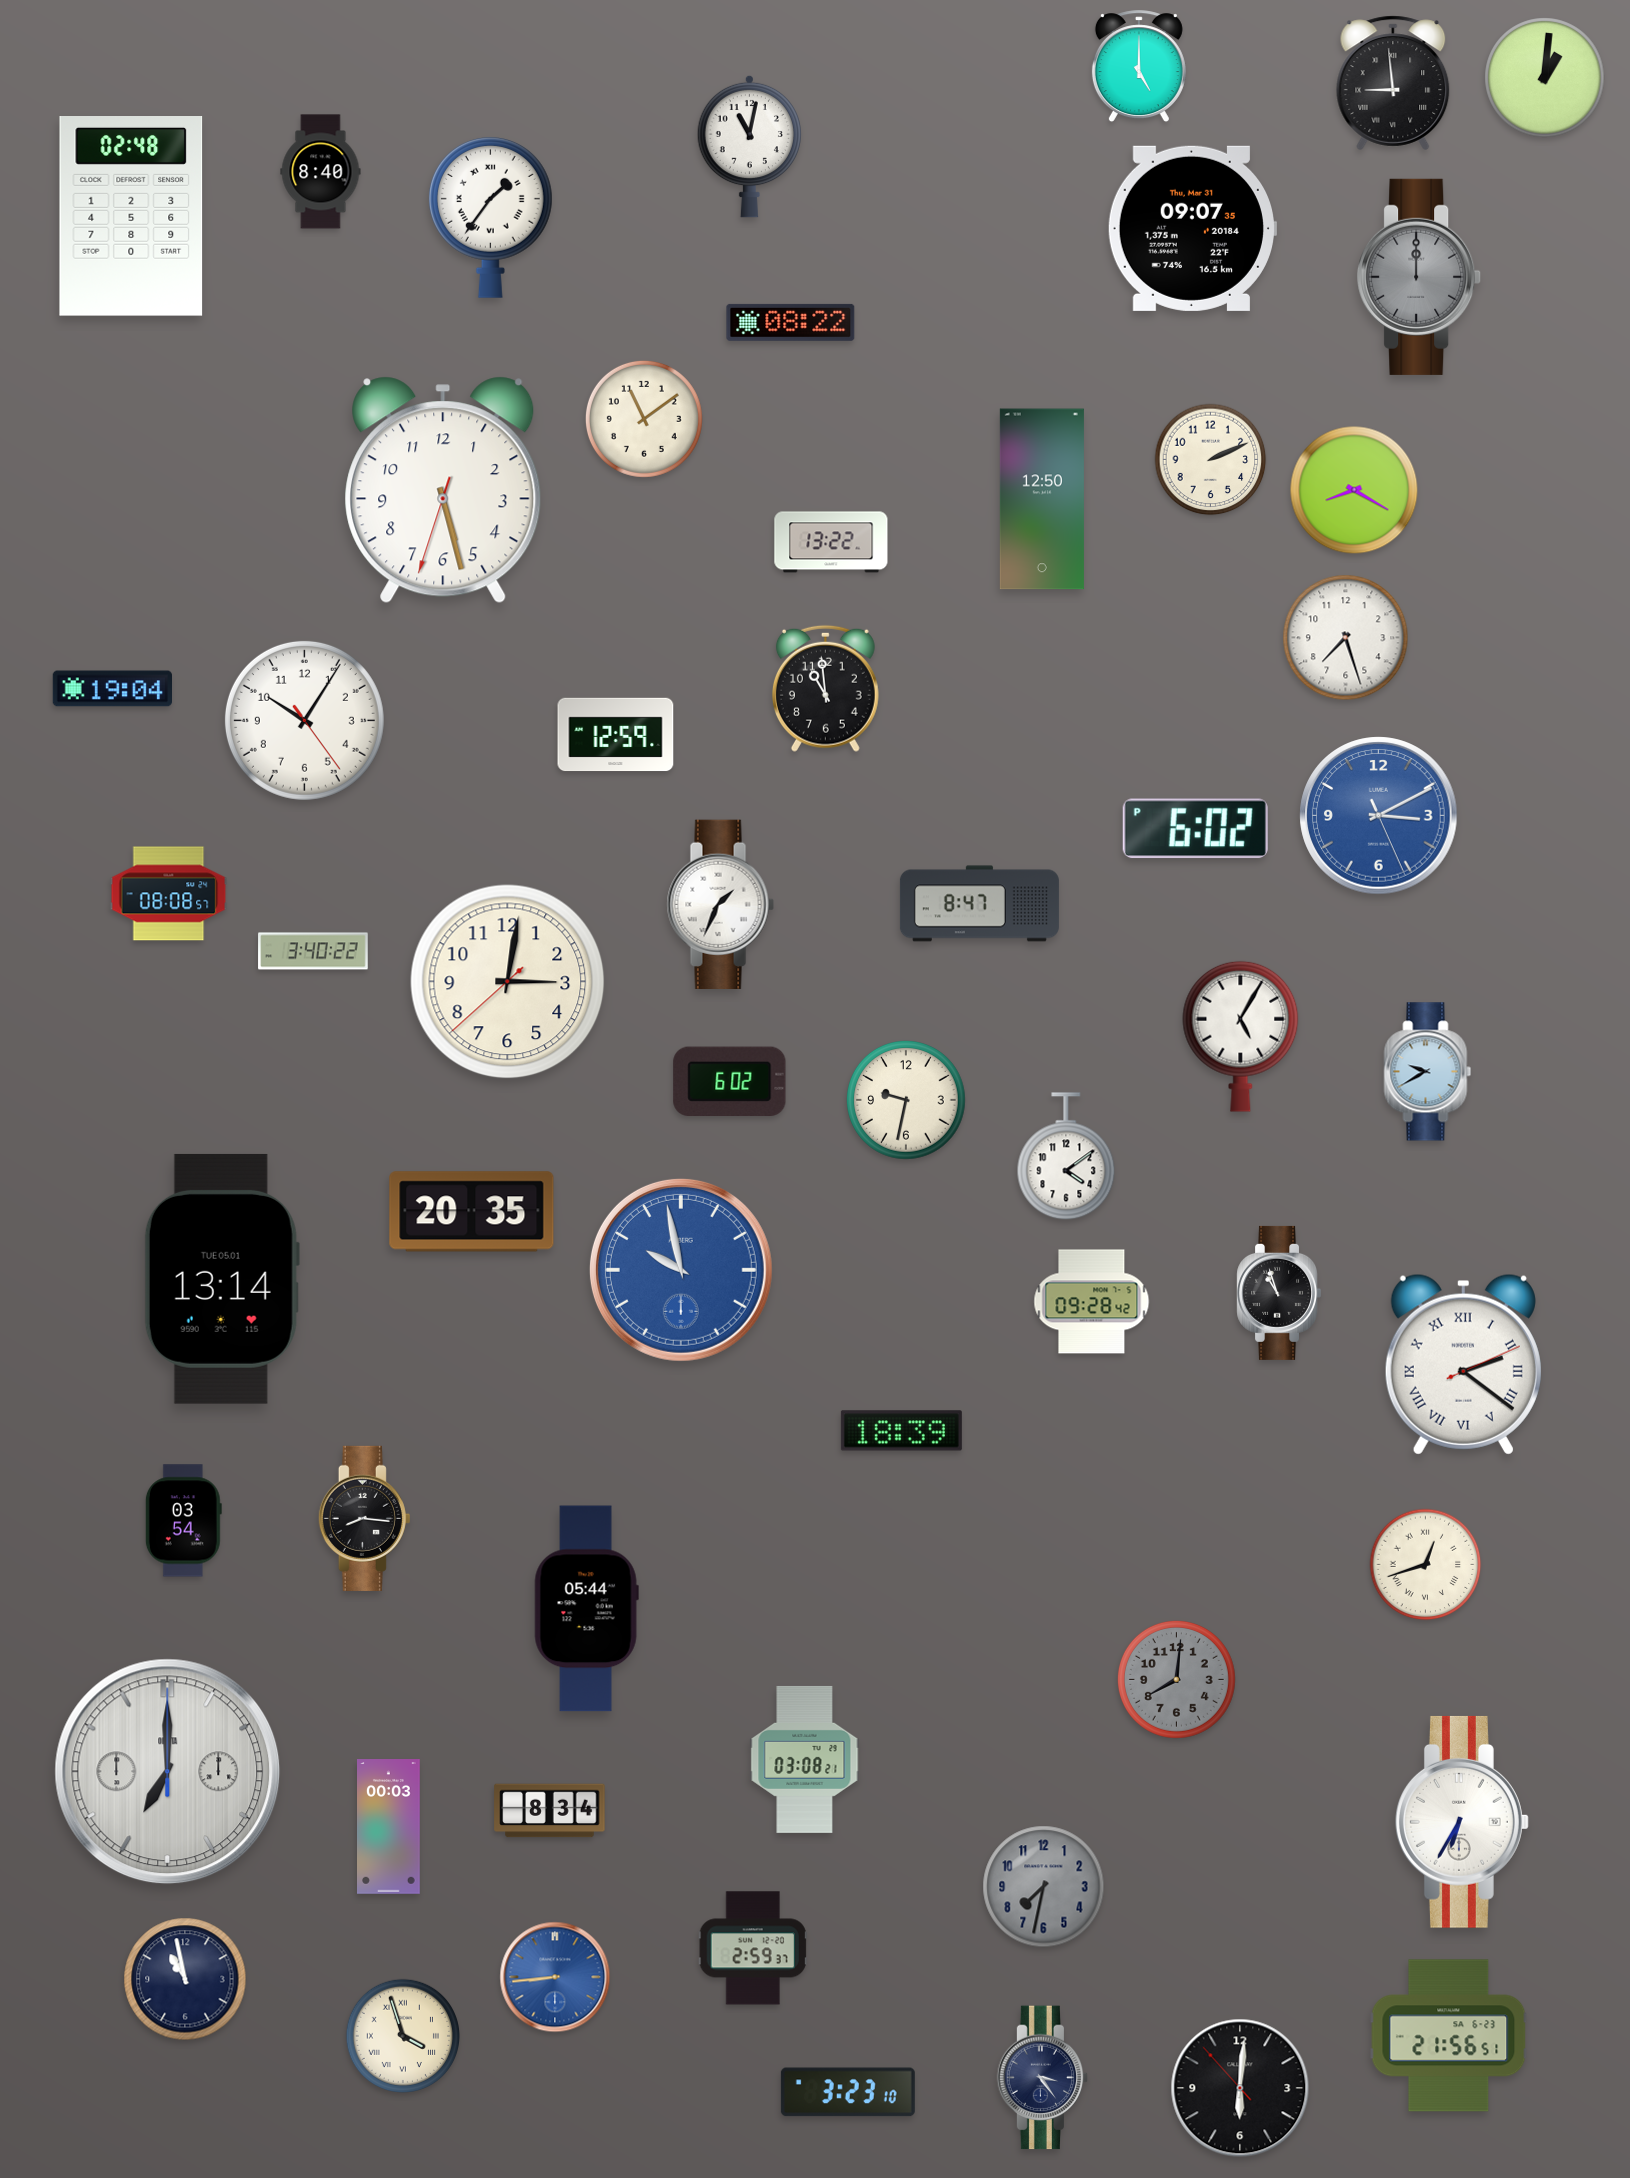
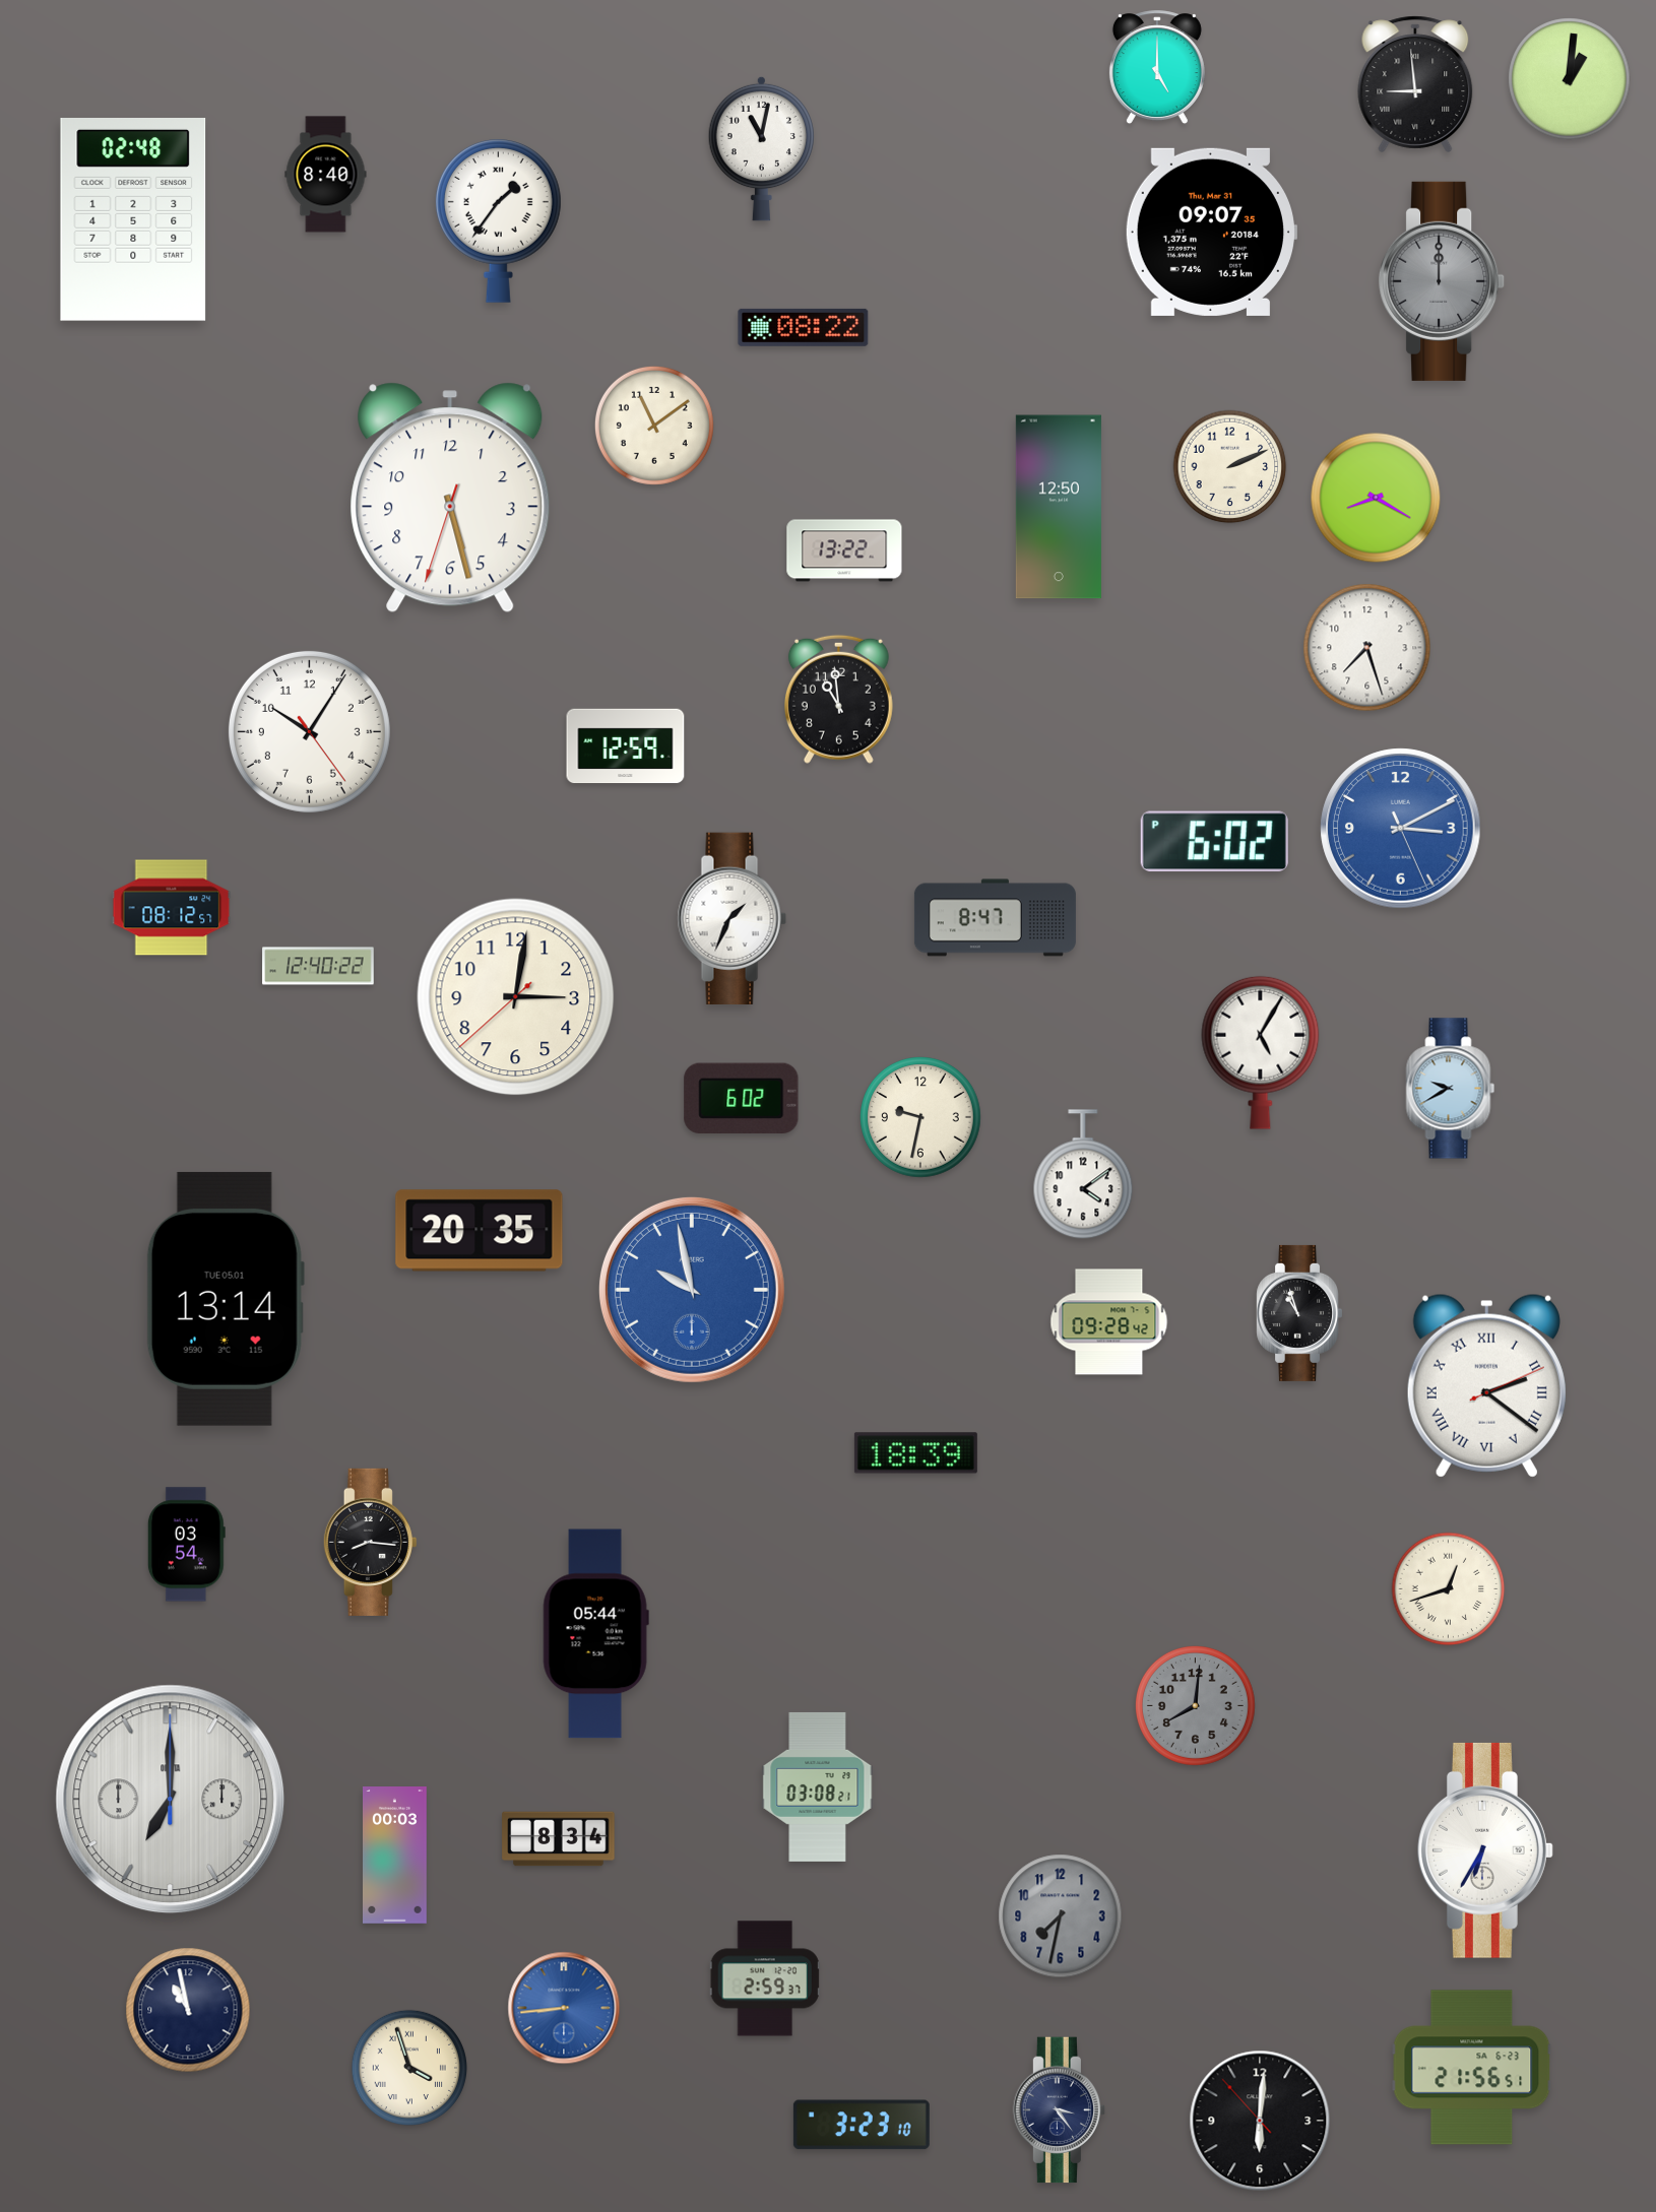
clock at (112, 689): 19:04 -> none
clock at (169, 894): 08:08 -> 08:12
clock at (313, 951): 3:40 -> 12:40
